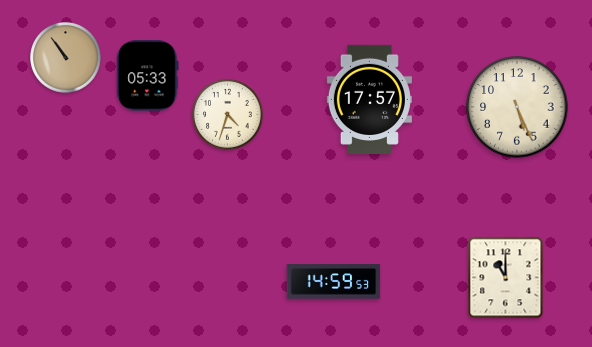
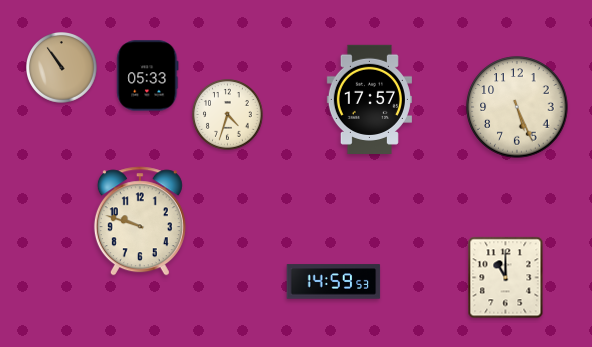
clock at (66, 58) position: (66, 58) -> (62, 68)
clock at (140, 221): none -> 9:48
